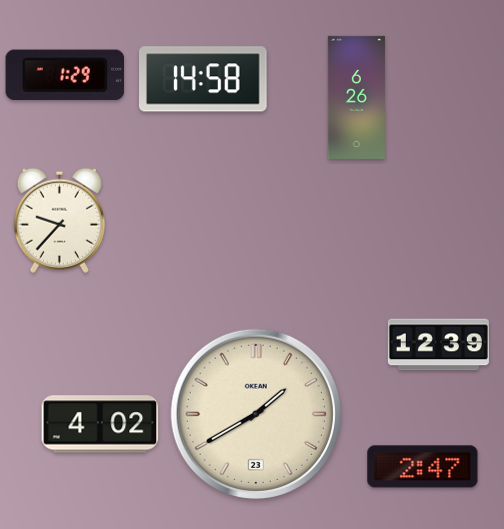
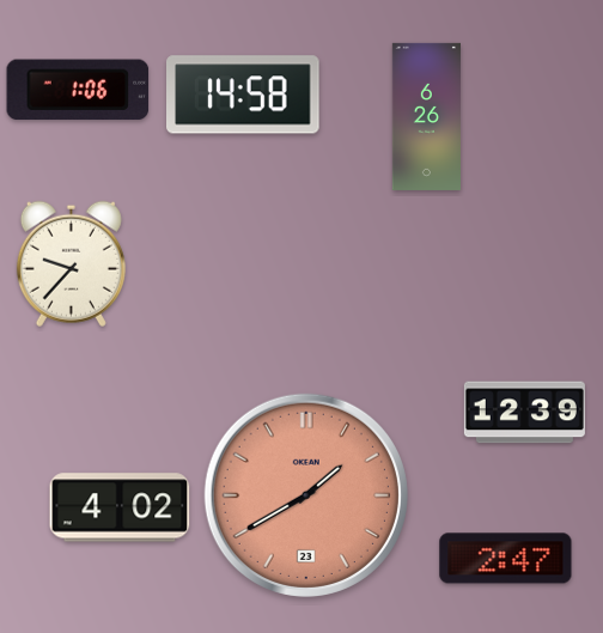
clock at (65, 75): 1:29 -> 1:06
clock at (256, 414) dial: cream -> salmon
